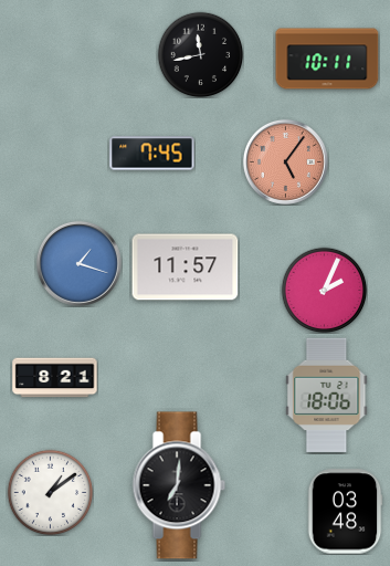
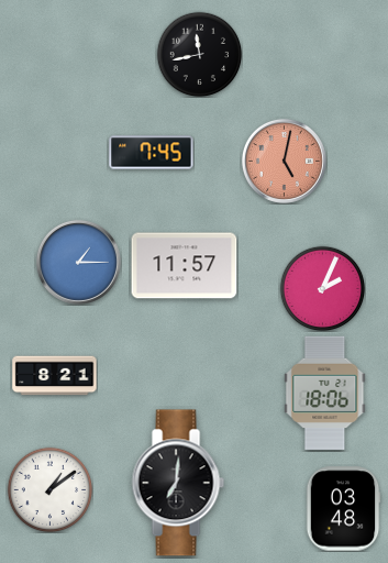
clock at (327, 59): 10:11 -> none
clock at (285, 161): 5:06 -> 5:02
clock at (78, 263): 1:18 -> 1:15
